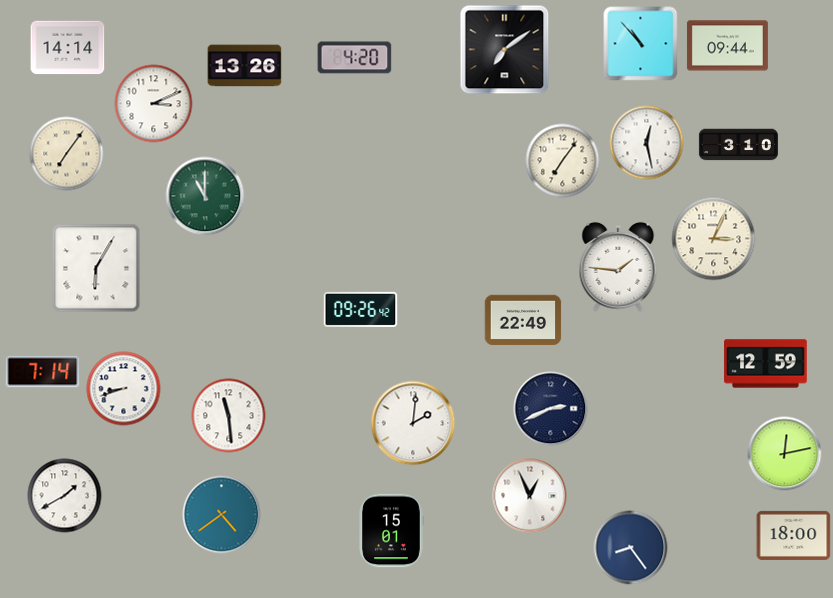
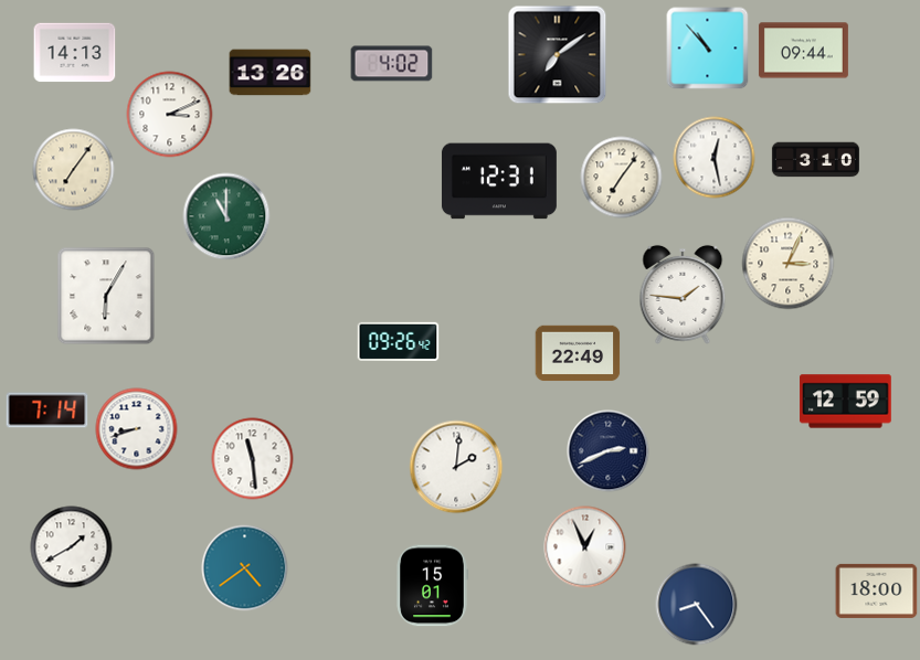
clock at (68, 48): 14:14 -> 14:13
clock at (355, 58): 4:20 -> 4:02
clock at (499, 181): none -> 12:31
clock at (785, 454): 12:13 -> none
